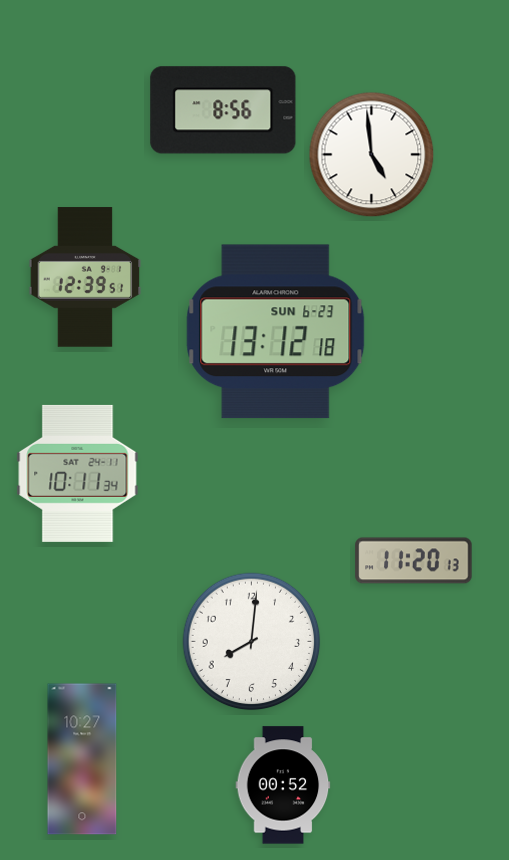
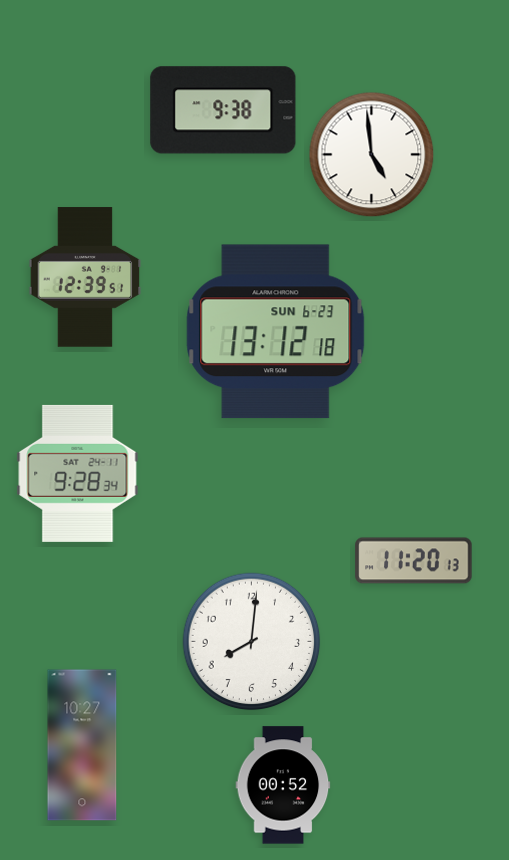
clock at (223, 110): 8:56 -> 9:38
clock at (78, 473): 10:11 -> 9:28
clock at (82, 759) position: (82, 759) -> (82, 745)
